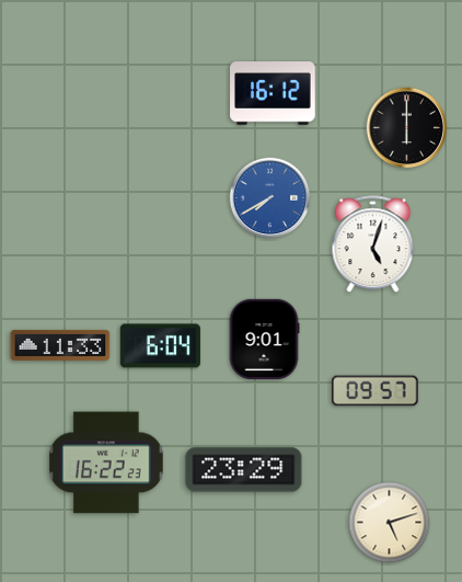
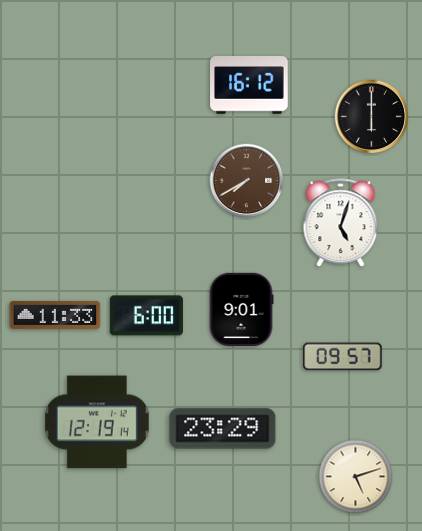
clock at (270, 198) dial: blue -> brown
clock at (160, 346): 6:04 -> 6:00
clock at (106, 463): 16:22 -> 12:19
